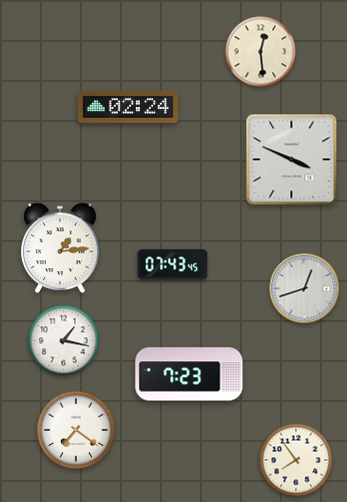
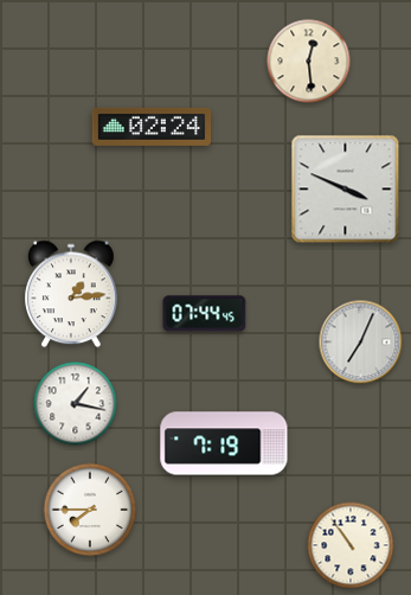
clock at (173, 265): 07:43 -> 07:44
clock at (305, 289): 12:42 -> 7:04
clock at (189, 374): 7:23 -> 7:19
clock at (76, 430): 7:21 -> 7:45
clock at (296, 460): 7:54 -> 10:54
